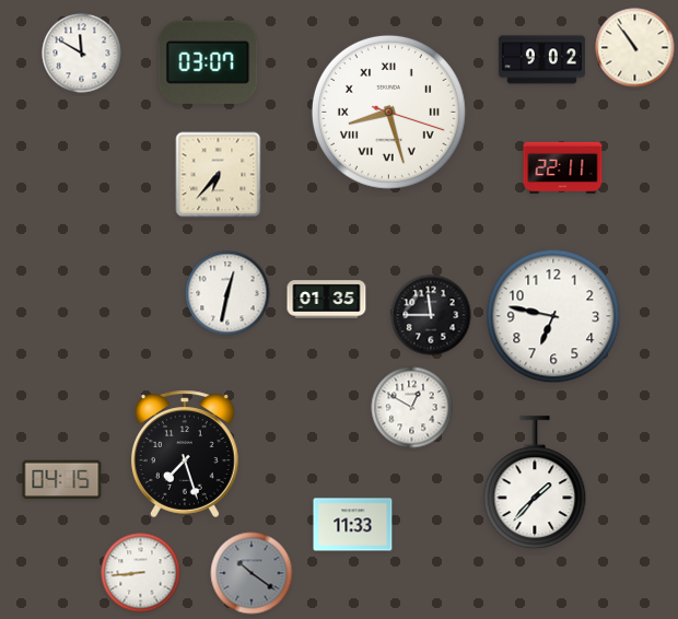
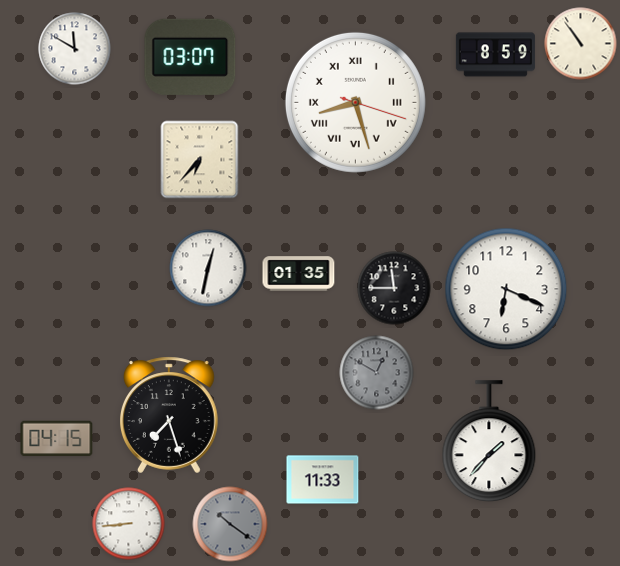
clock at (541, 60): 9:02 -> 8:59
clock at (563, 167): 22:11 -> none
clock at (553, 316): 6:47 -> 6:19
clock at (412, 408) dial: white -> grey
